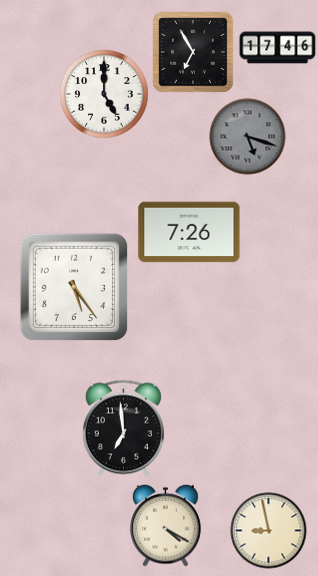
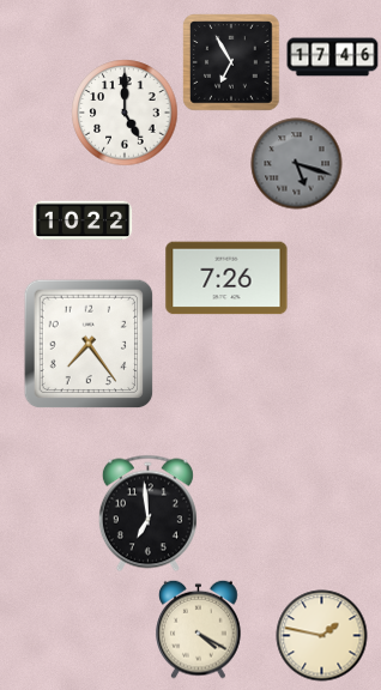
clock at (83, 220): none -> 10:22
clock at (74, 287): 5:24 -> 7:24
clock at (269, 531): 8:58 -> 1:47
